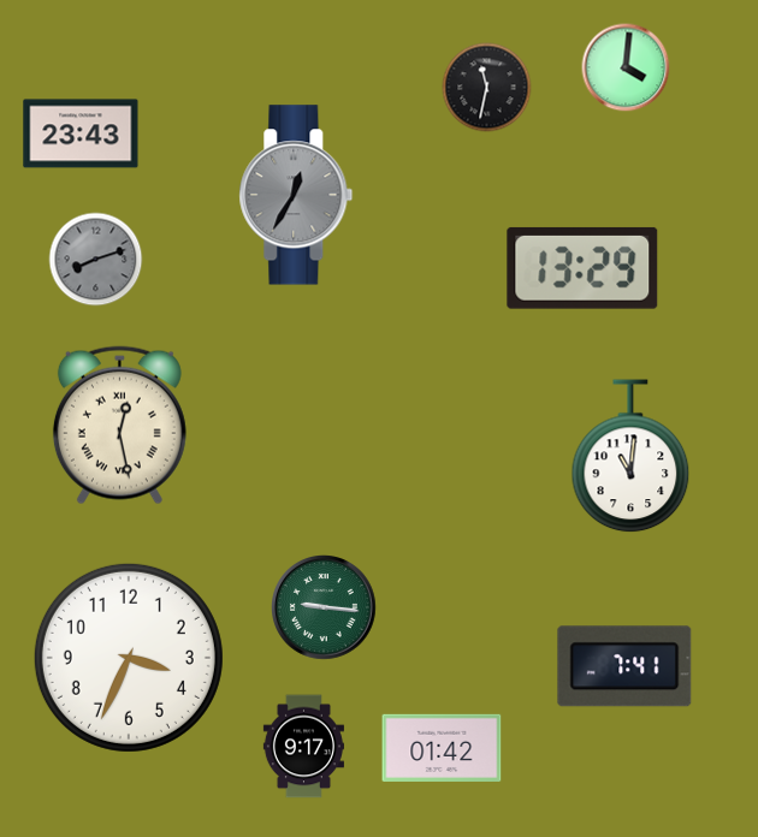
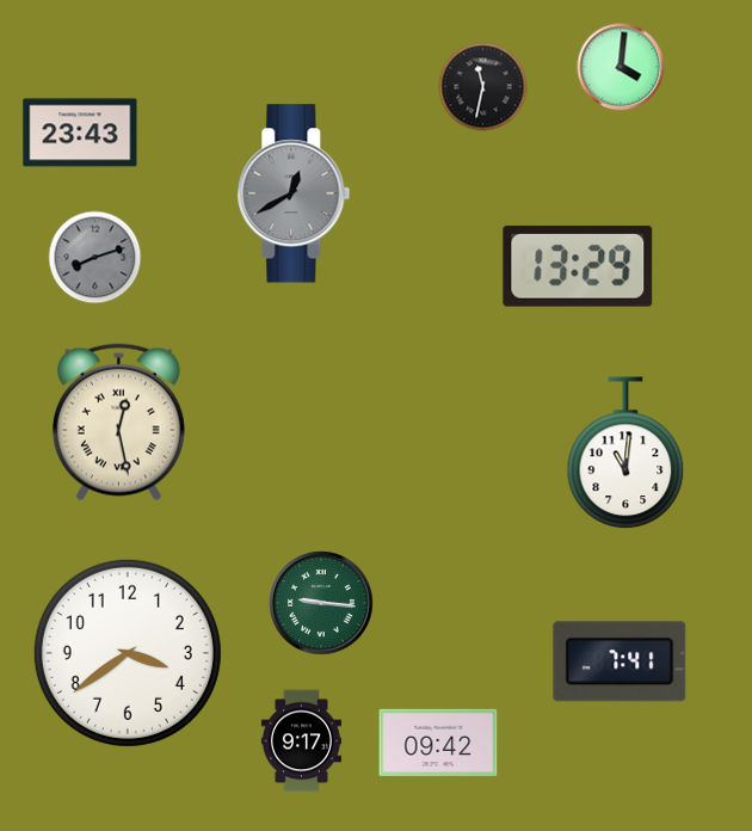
clock at (296, 195): 12:35 -> 12:40
clock at (129, 658): 3:34 -> 3:39
clock at (442, 748): 01:42 -> 09:42
